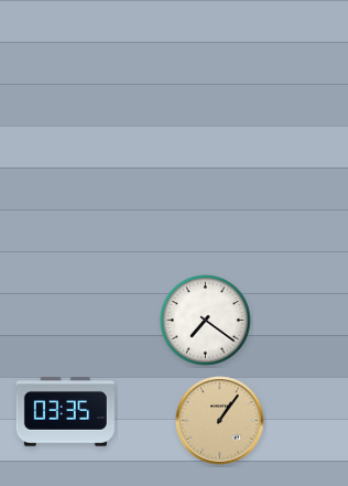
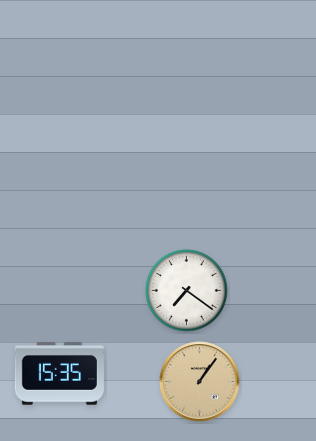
clock at (65, 412): 03:35 -> 15:35
